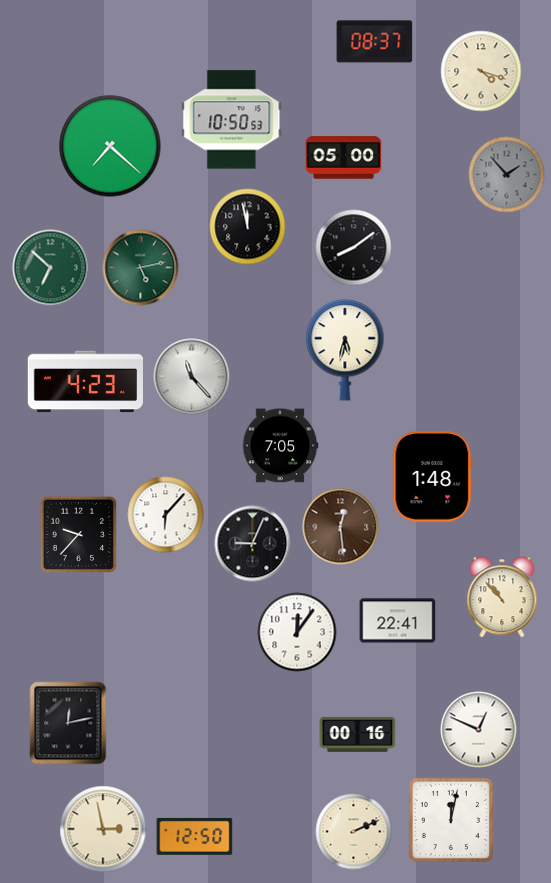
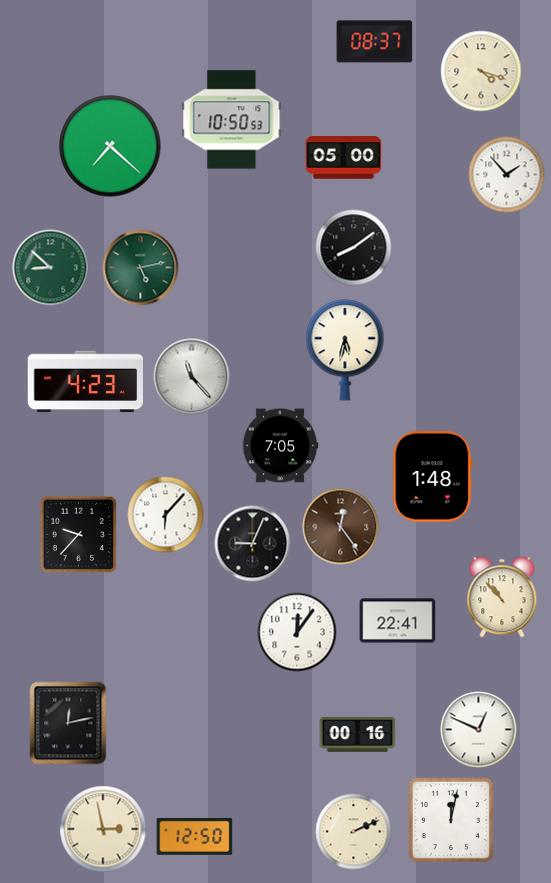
clock at (507, 175) dial: grey -> white
clock at (248, 227): 11:58 -> none
clock at (51, 268): 6:52 -> 8:52
clock at (341, 527): 12:29 -> 12:24
